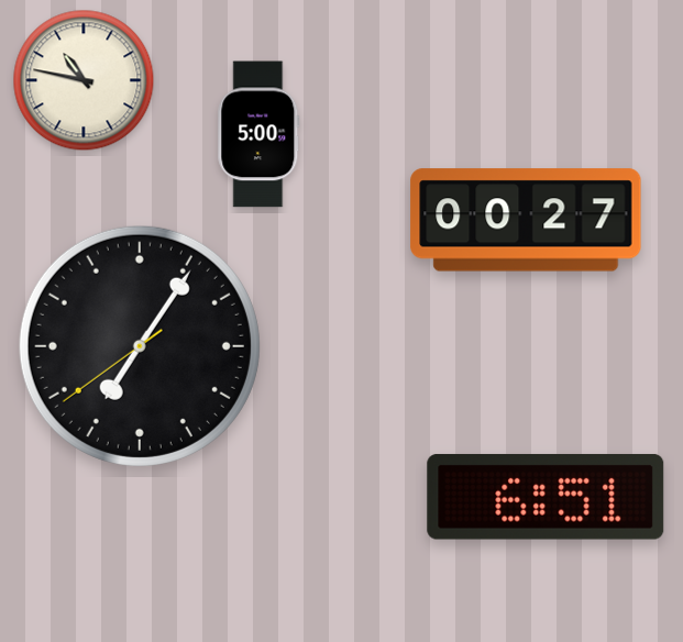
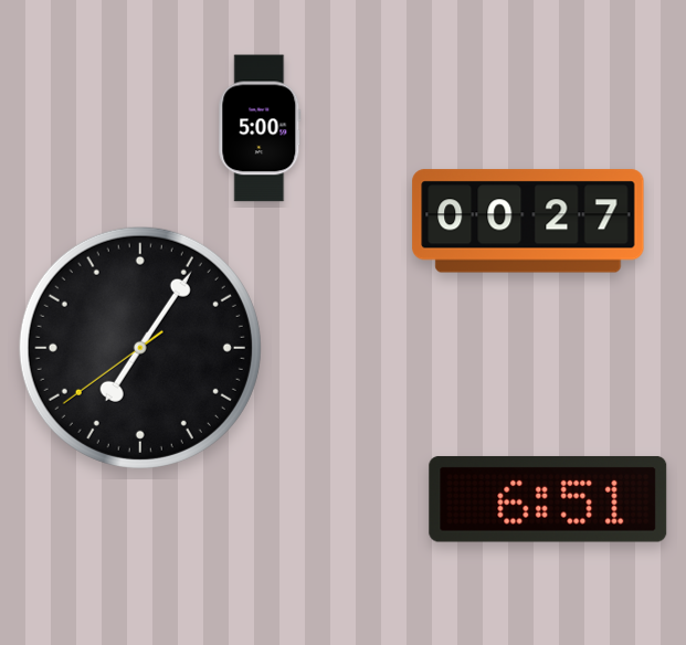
clock at (84, 80): 10:47 -> none
clock at (258, 134) position: (258, 134) -> (260, 128)
